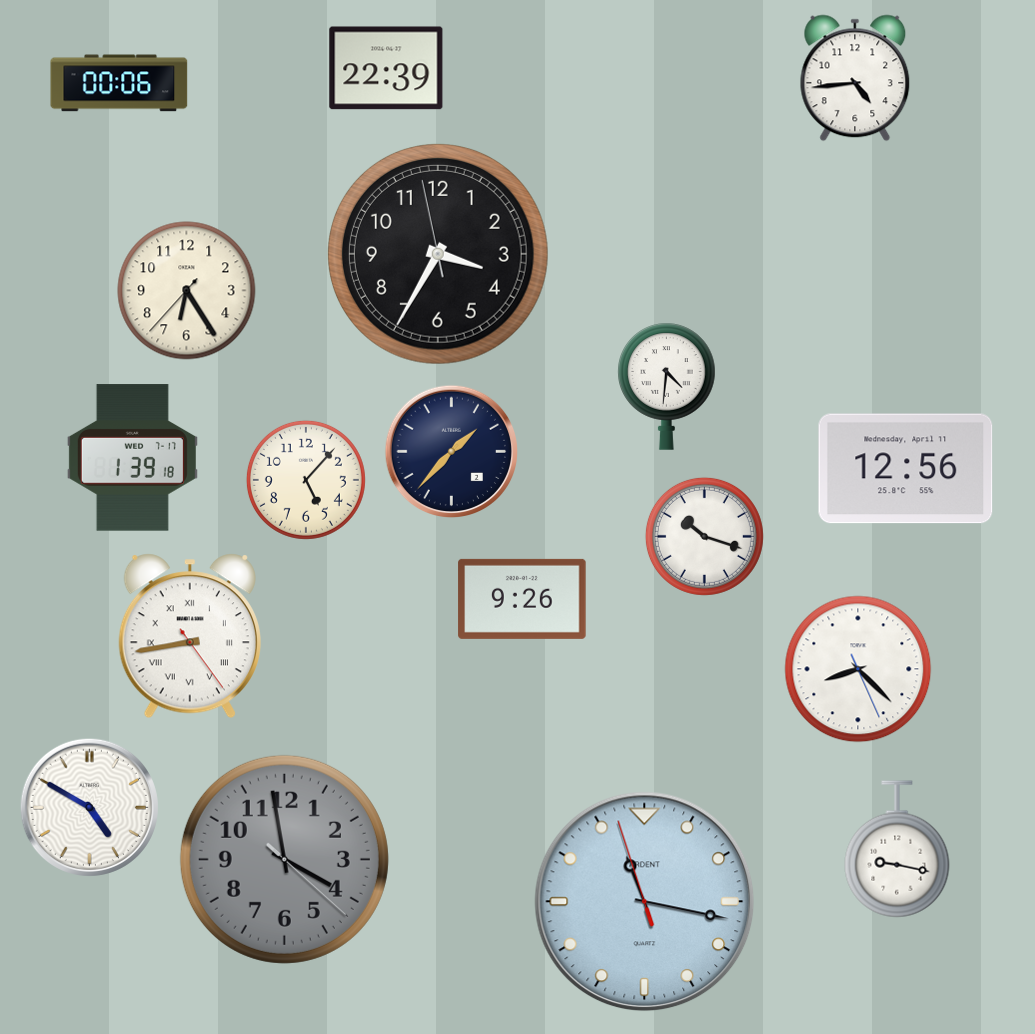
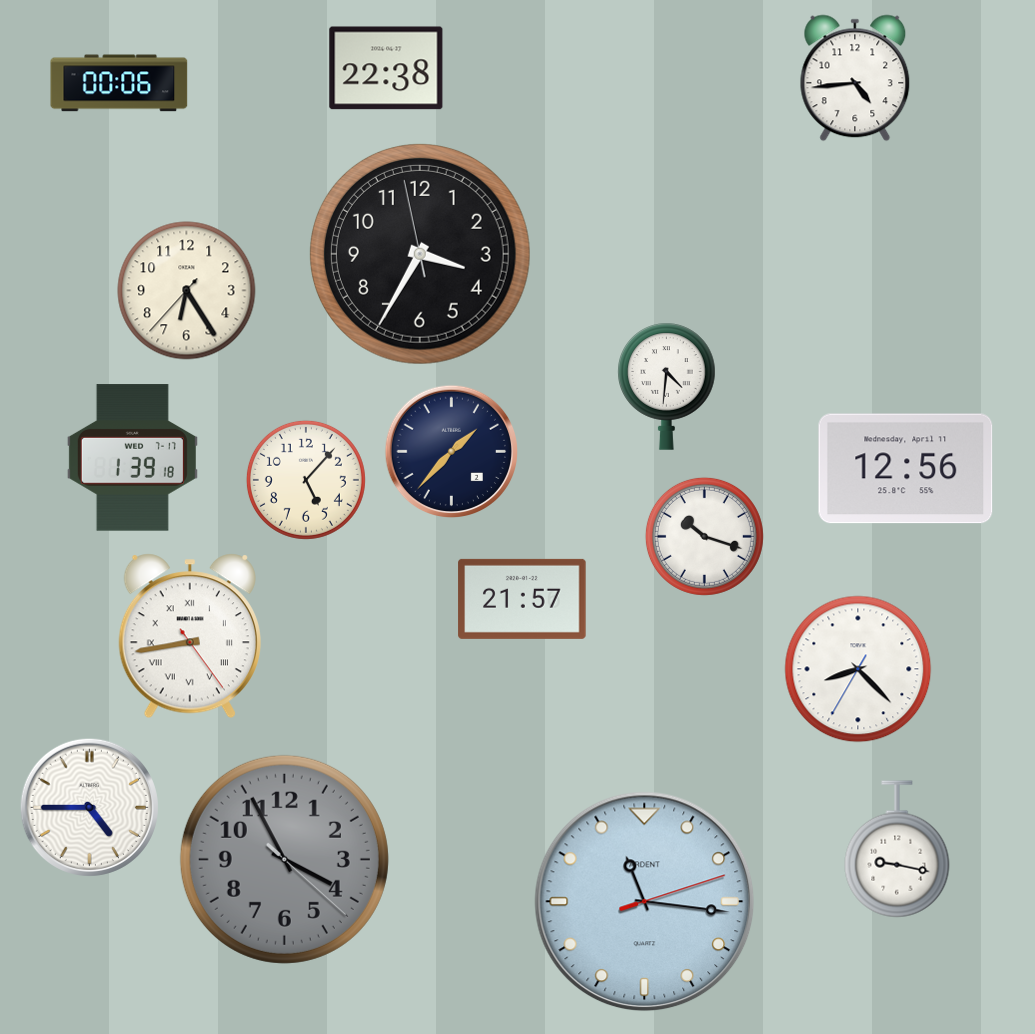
clock at (386, 68): 22:39 -> 22:38
clock at (438, 254) position: (438, 254) -> (420, 254)
clock at (522, 599): 9:26 -> 21:57
clock at (858, 669): 8:22:26 -> 8:22:35
clock at (89, 807): 4:50 -> 4:45
clock at (284, 859): 3:58 -> 3:55
clock at (645, 902): 11:16:57 -> 11:16:12
